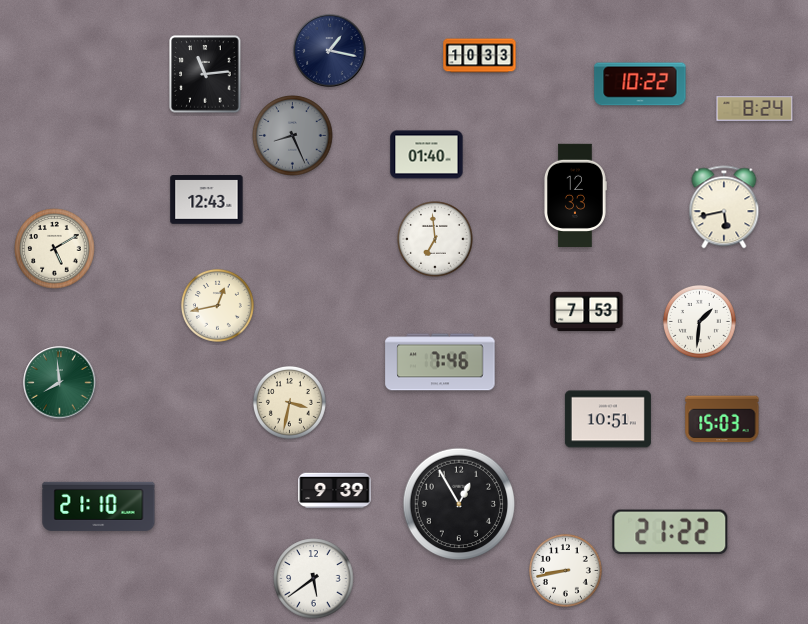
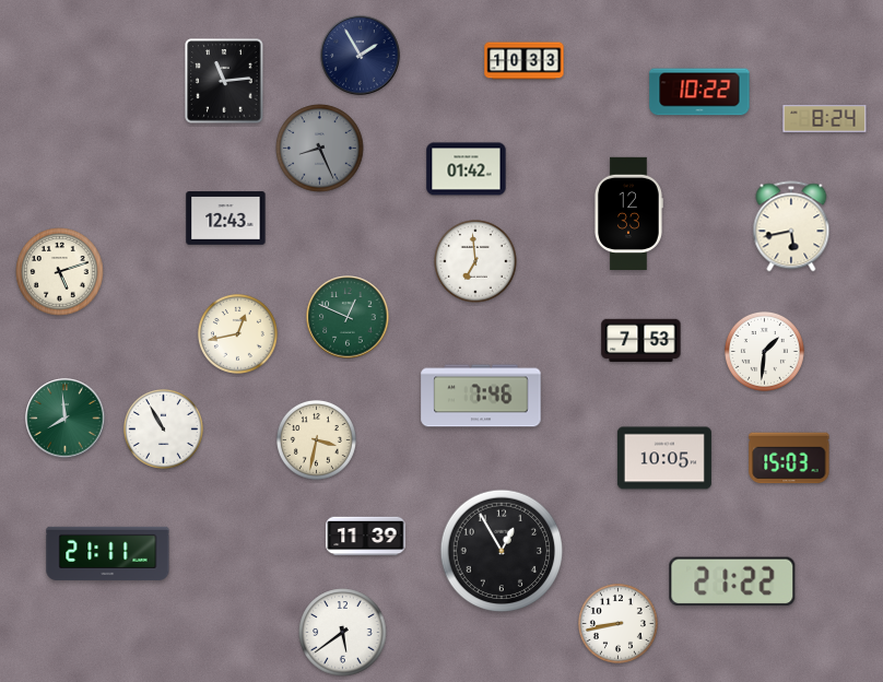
clock at (330, 51): 1:17 -> 1:55
clock at (427, 155): 01:40 -> 01:42
clock at (55, 249): 5:10 -> 5:12
clock at (348, 317): none -> 12:49
clock at (163, 428): none -> 10:55
clock at (608, 419): 10:51 -> 10:05
clock at (335, 491): 9:39 -> 11:39
clock at (99, 506): 21:10 -> 21:11
